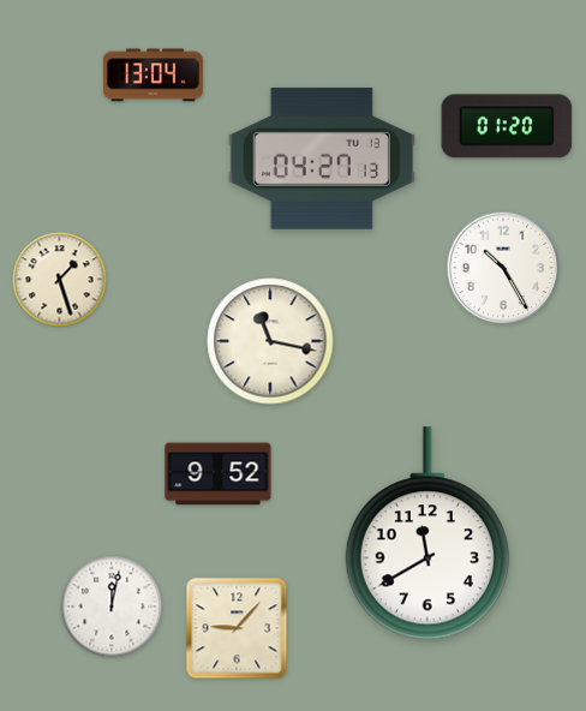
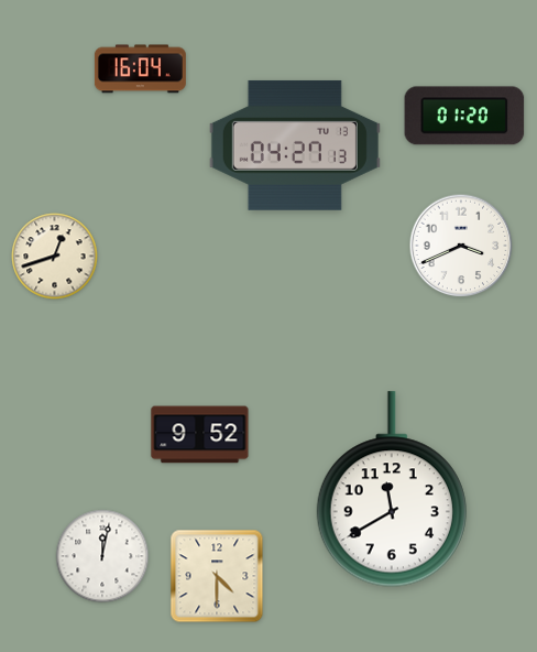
clock at (153, 76): 13:04 -> 16:04
clock at (503, 268): 10:25 -> 3:41
clock at (60, 280): 1:27 -> 12:42
clock at (270, 341): 11:17 -> none
clock at (237, 628): 9:07 -> 4:30
